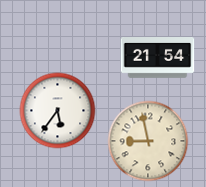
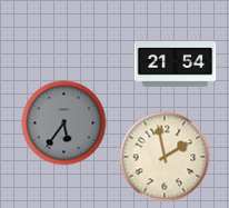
clock at (58, 111) dial: white -> grey
clock at (148, 141): 8:58 -> 1:58
